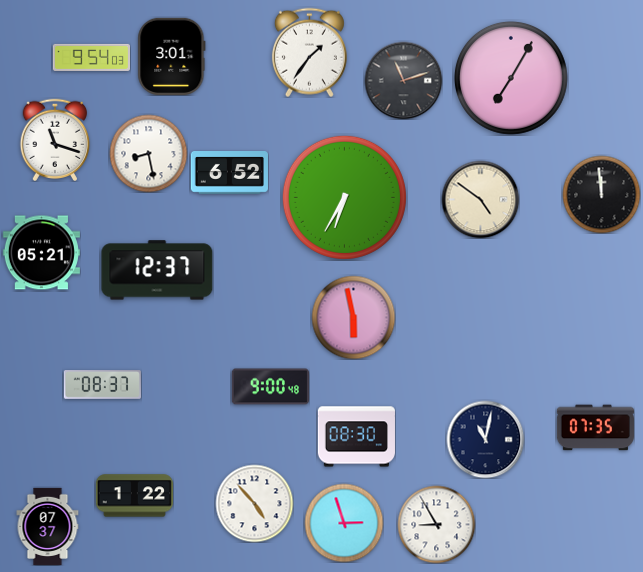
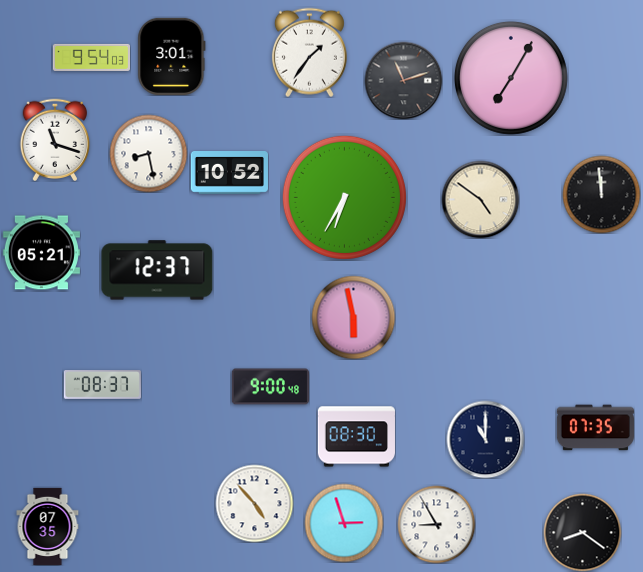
clock at (229, 173): 6:52 -> 10:52
clock at (485, 439): 11:02 -> 11:00
clock at (134, 496): 1:22 -> none
clock at (48, 526): 07:37 -> 07:35
clock at (582, 532): none -> 8:21
